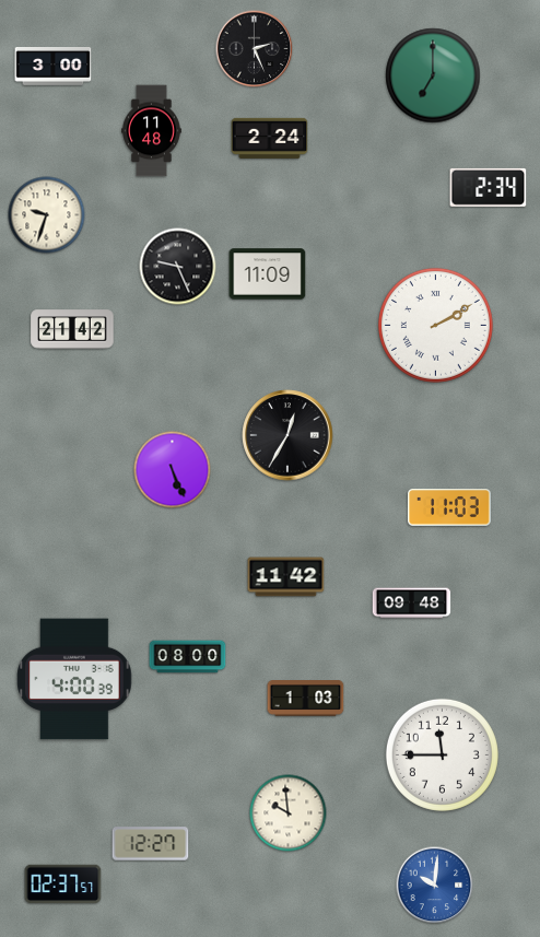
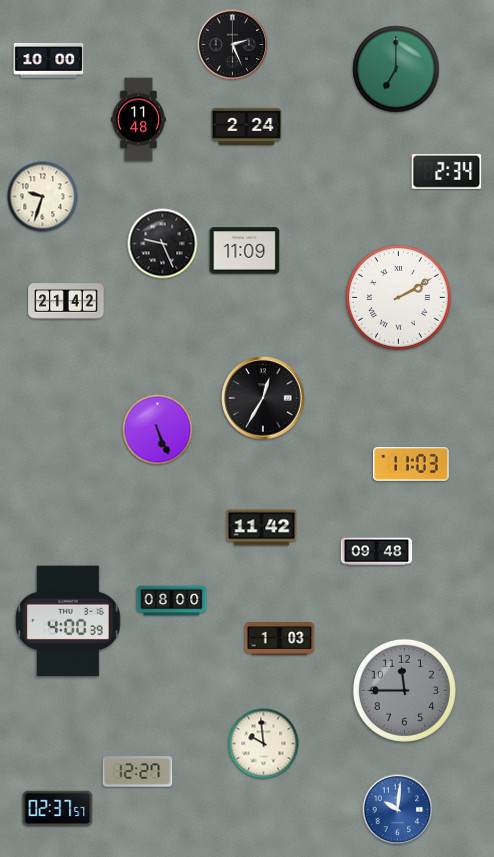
clock at (54, 66): 3:00 -> 10:00
clock at (442, 754) dial: white -> grey
